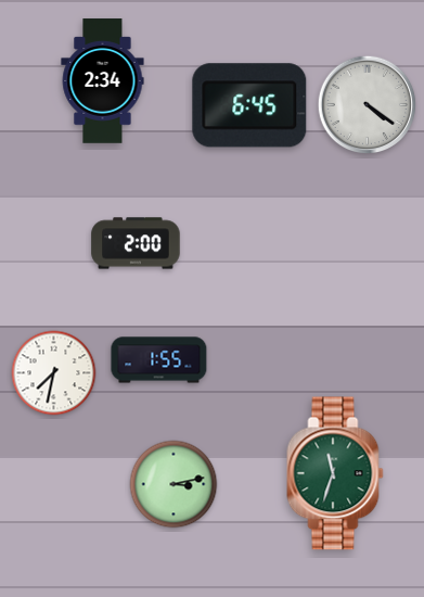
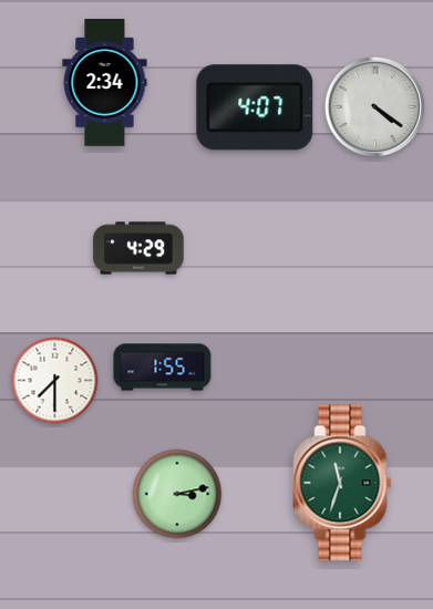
clock at (249, 105): 6:45 -> 4:07
clock at (136, 243): 2:00 -> 4:29
clock at (54, 373): 7:32 -> 7:30
